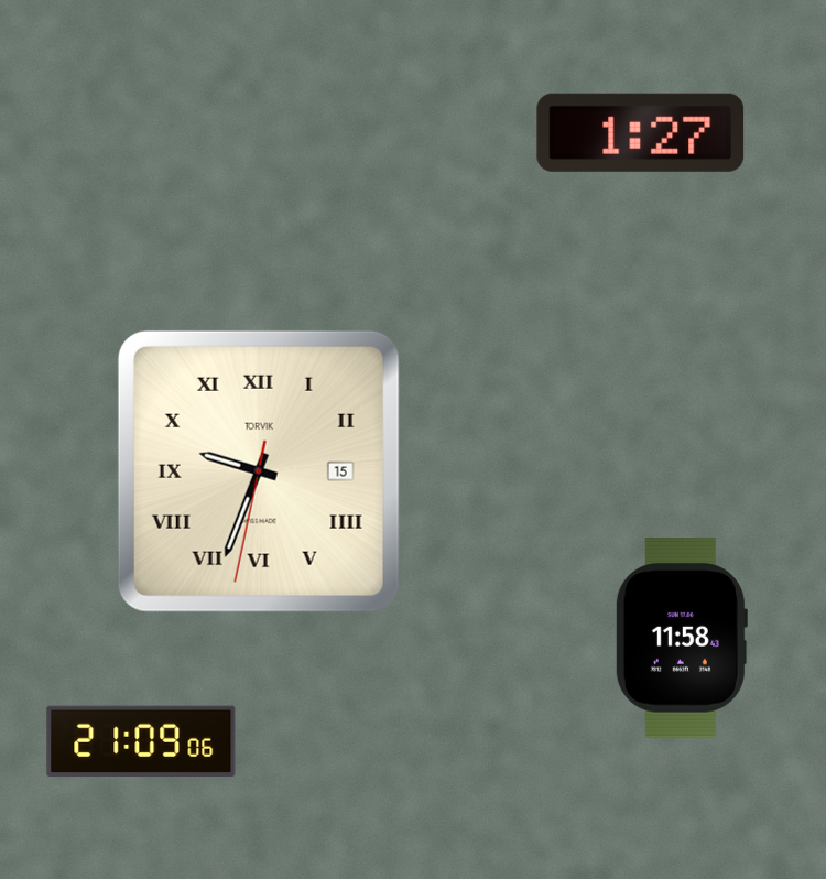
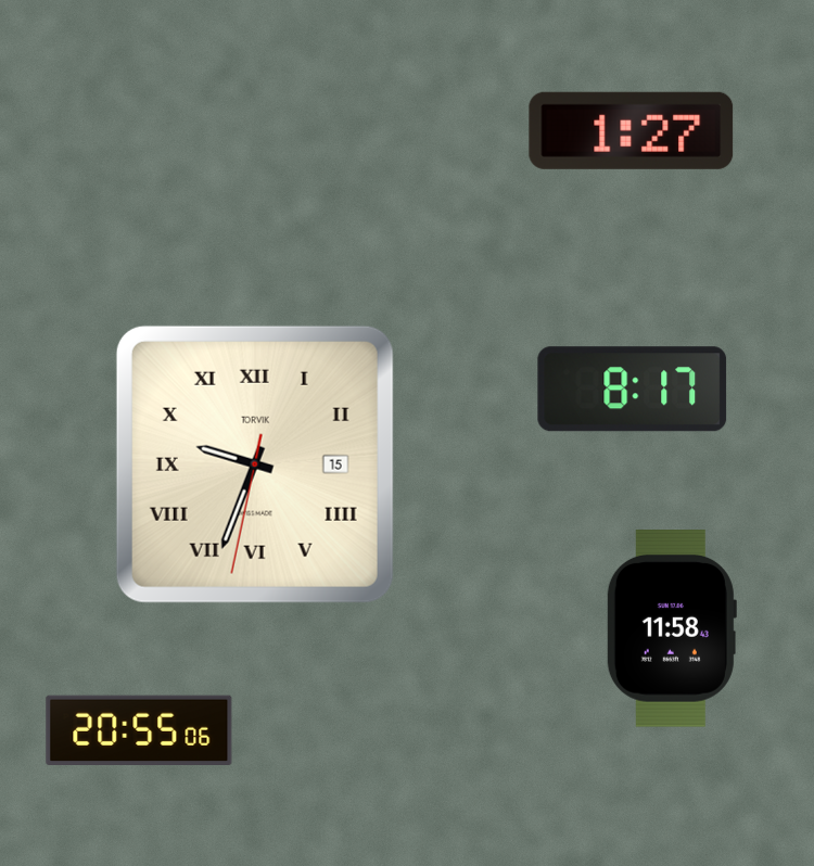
clock at (633, 390): none -> 8:17
clock at (141, 741): 21:09 -> 20:55
